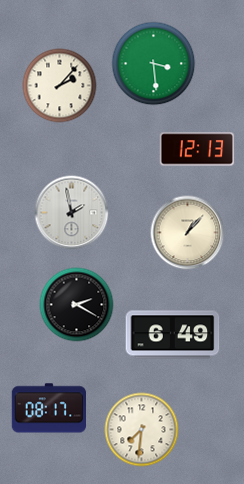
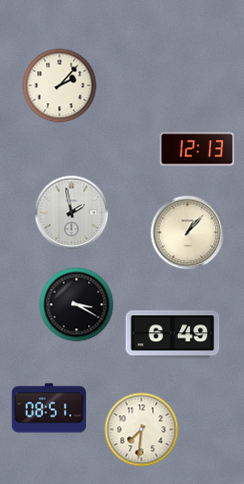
clock at (154, 64): 3:29 -> none
clock at (77, 305): 2:20 -> 3:20
clock at (49, 408): 08:17 -> 08:51
